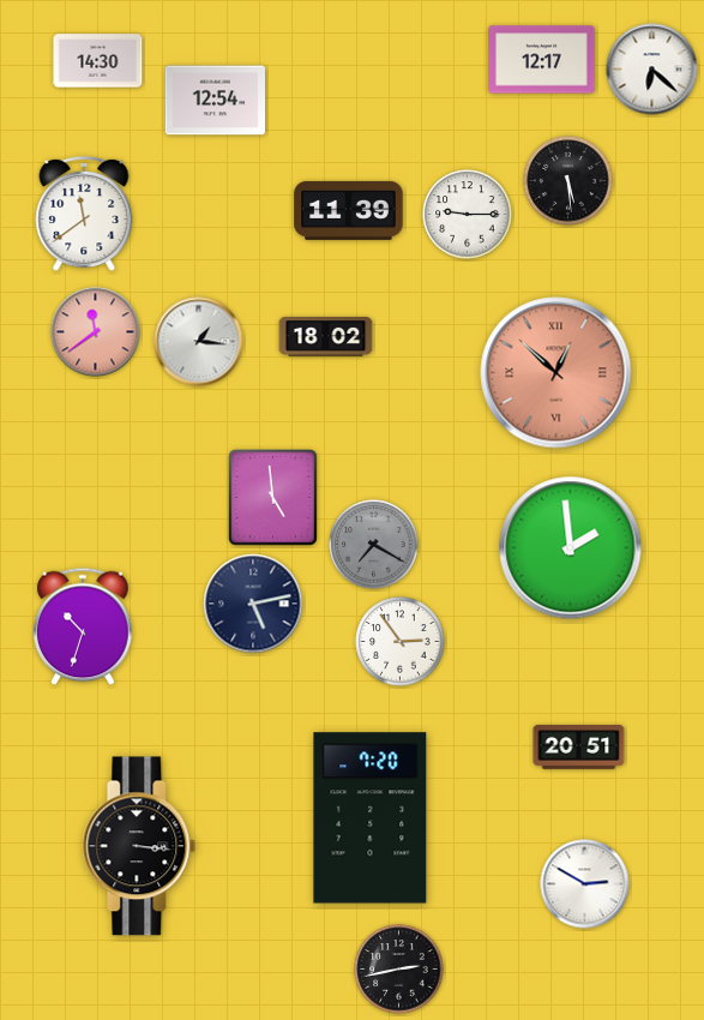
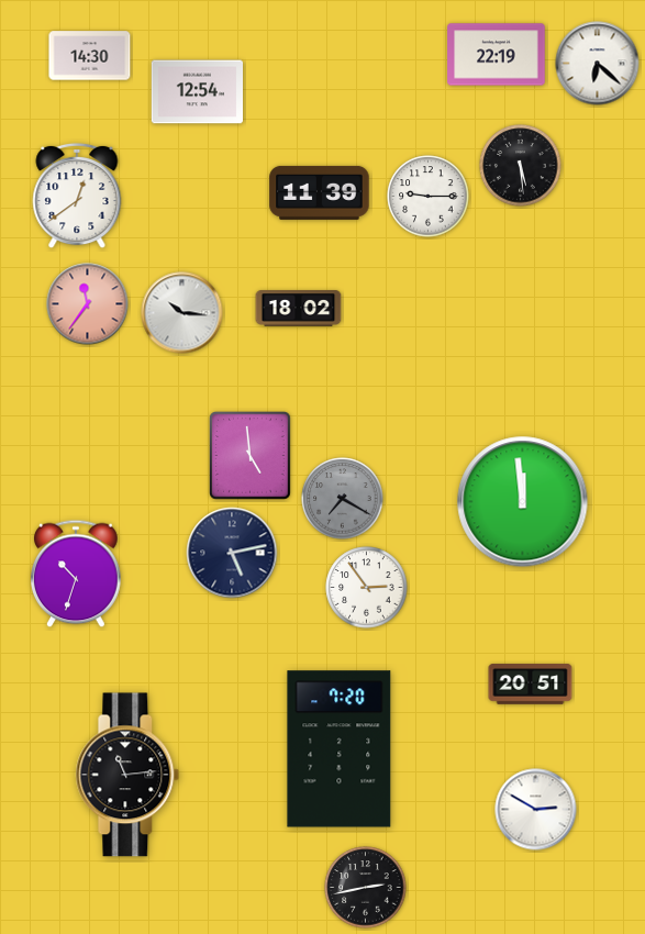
clock at (542, 60): 12:17 -> 22:19
clock at (84, 214): 11:39 -> 12:39
clock at (96, 332): 11:39 -> 11:36
clock at (199, 342): 1:16 -> 10:16
clock at (556, 373): 12:52 -> none
clock at (571, 548): 1:59 -> 11:59
clock at (139, 846): 3:16 -> 11:14
